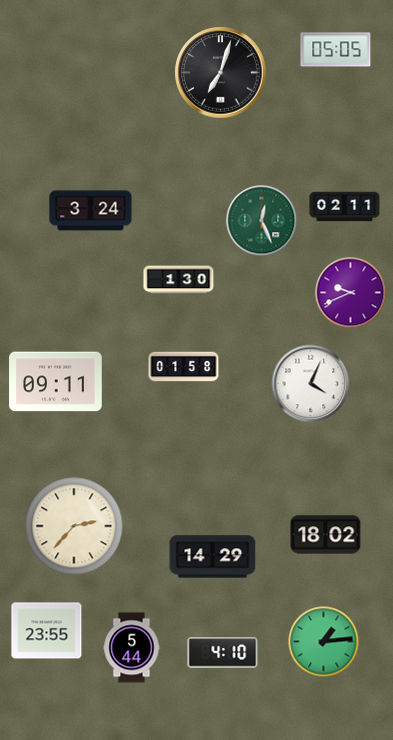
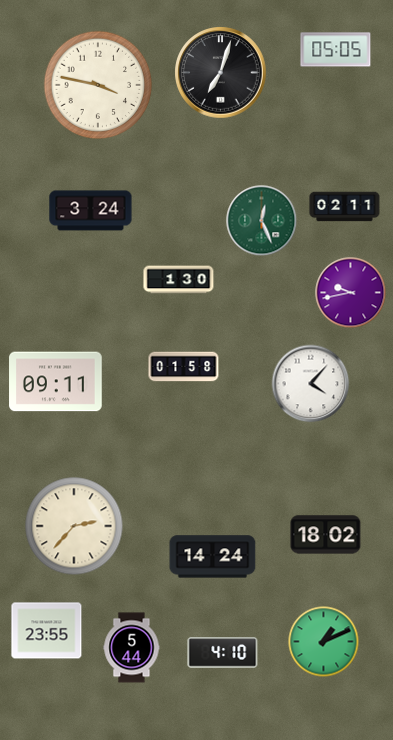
clock at (98, 85): none -> 3:47
clock at (351, 293): 9:41 -> 9:43
clock at (311, 384): 4:04 -> 4:07
clock at (213, 557): 14:29 -> 14:24
clock at (324, 642): 1:14 -> 1:11
